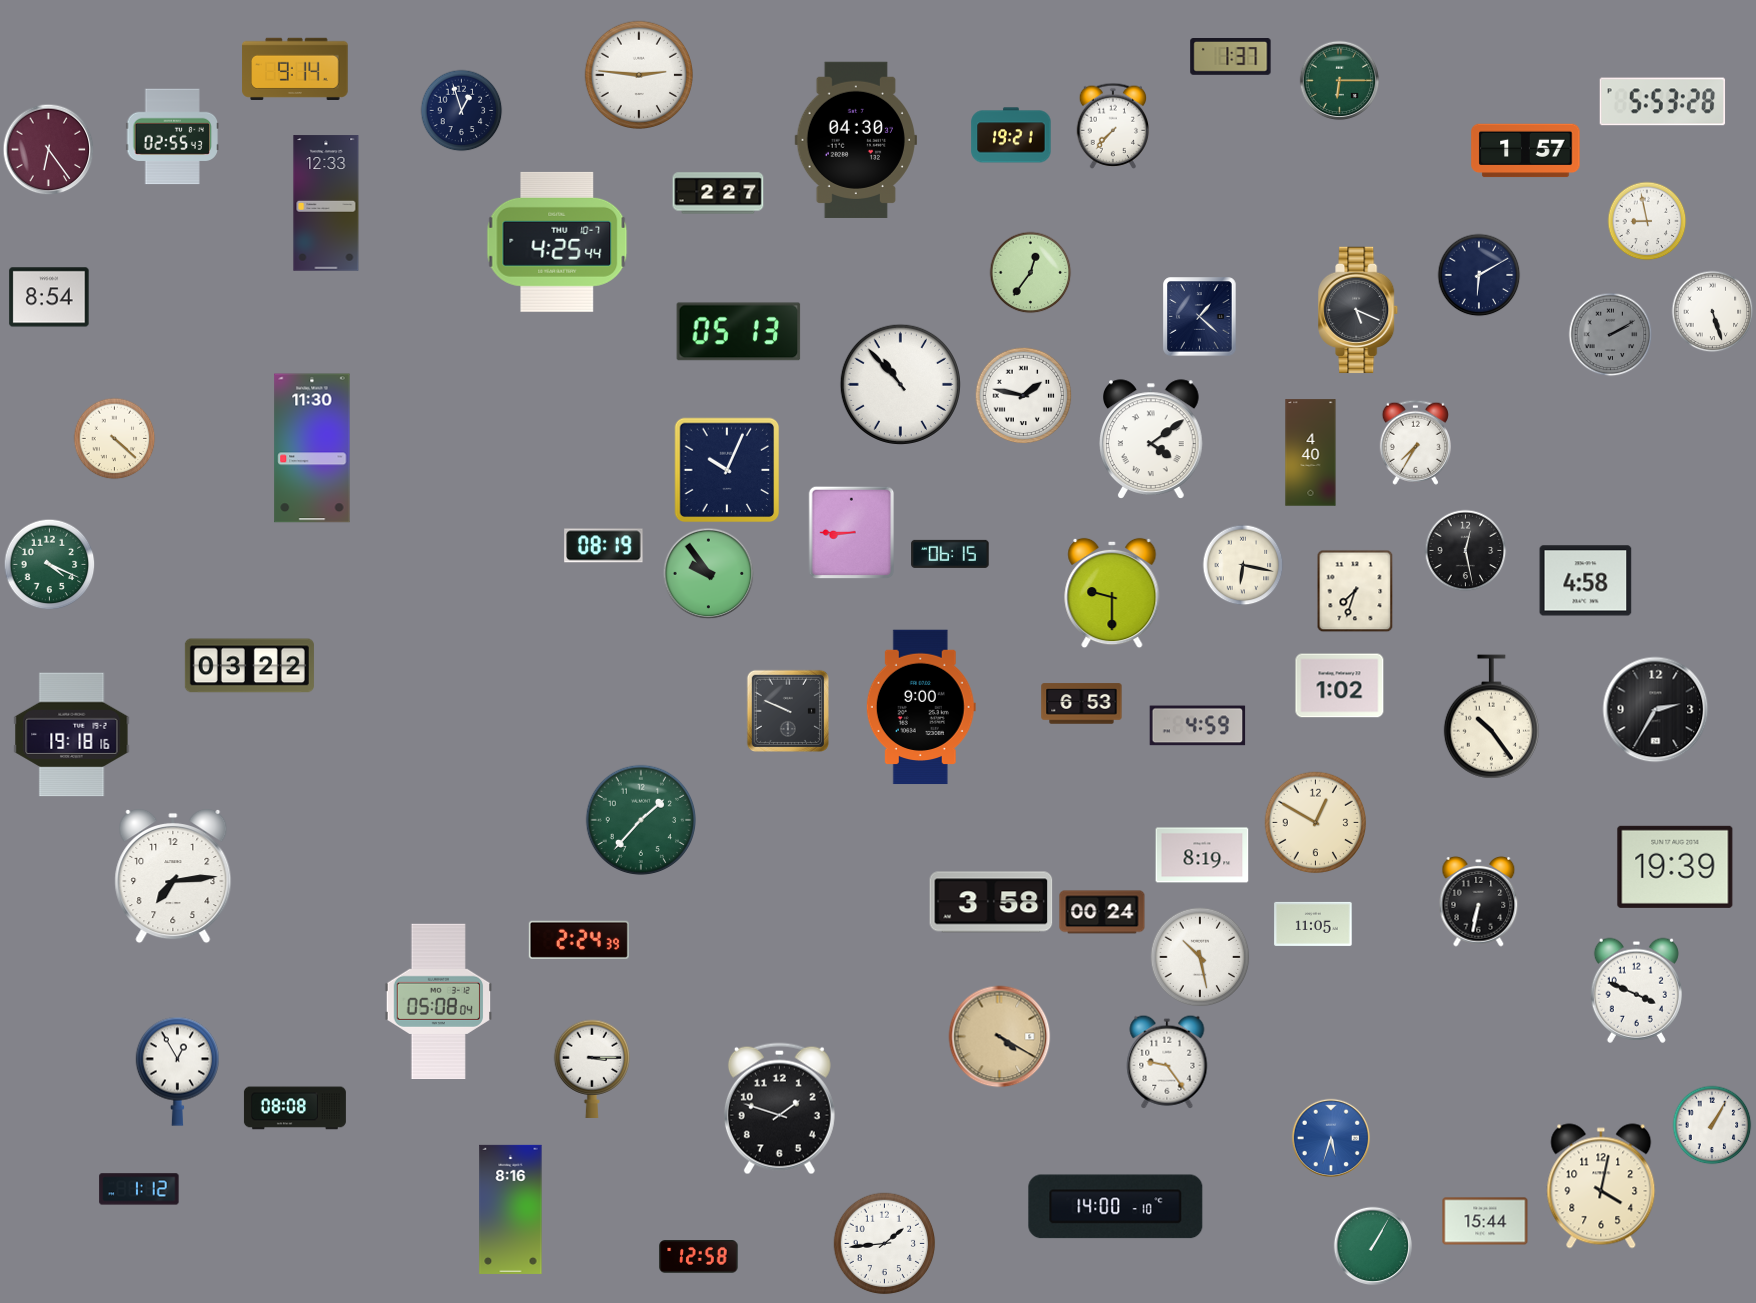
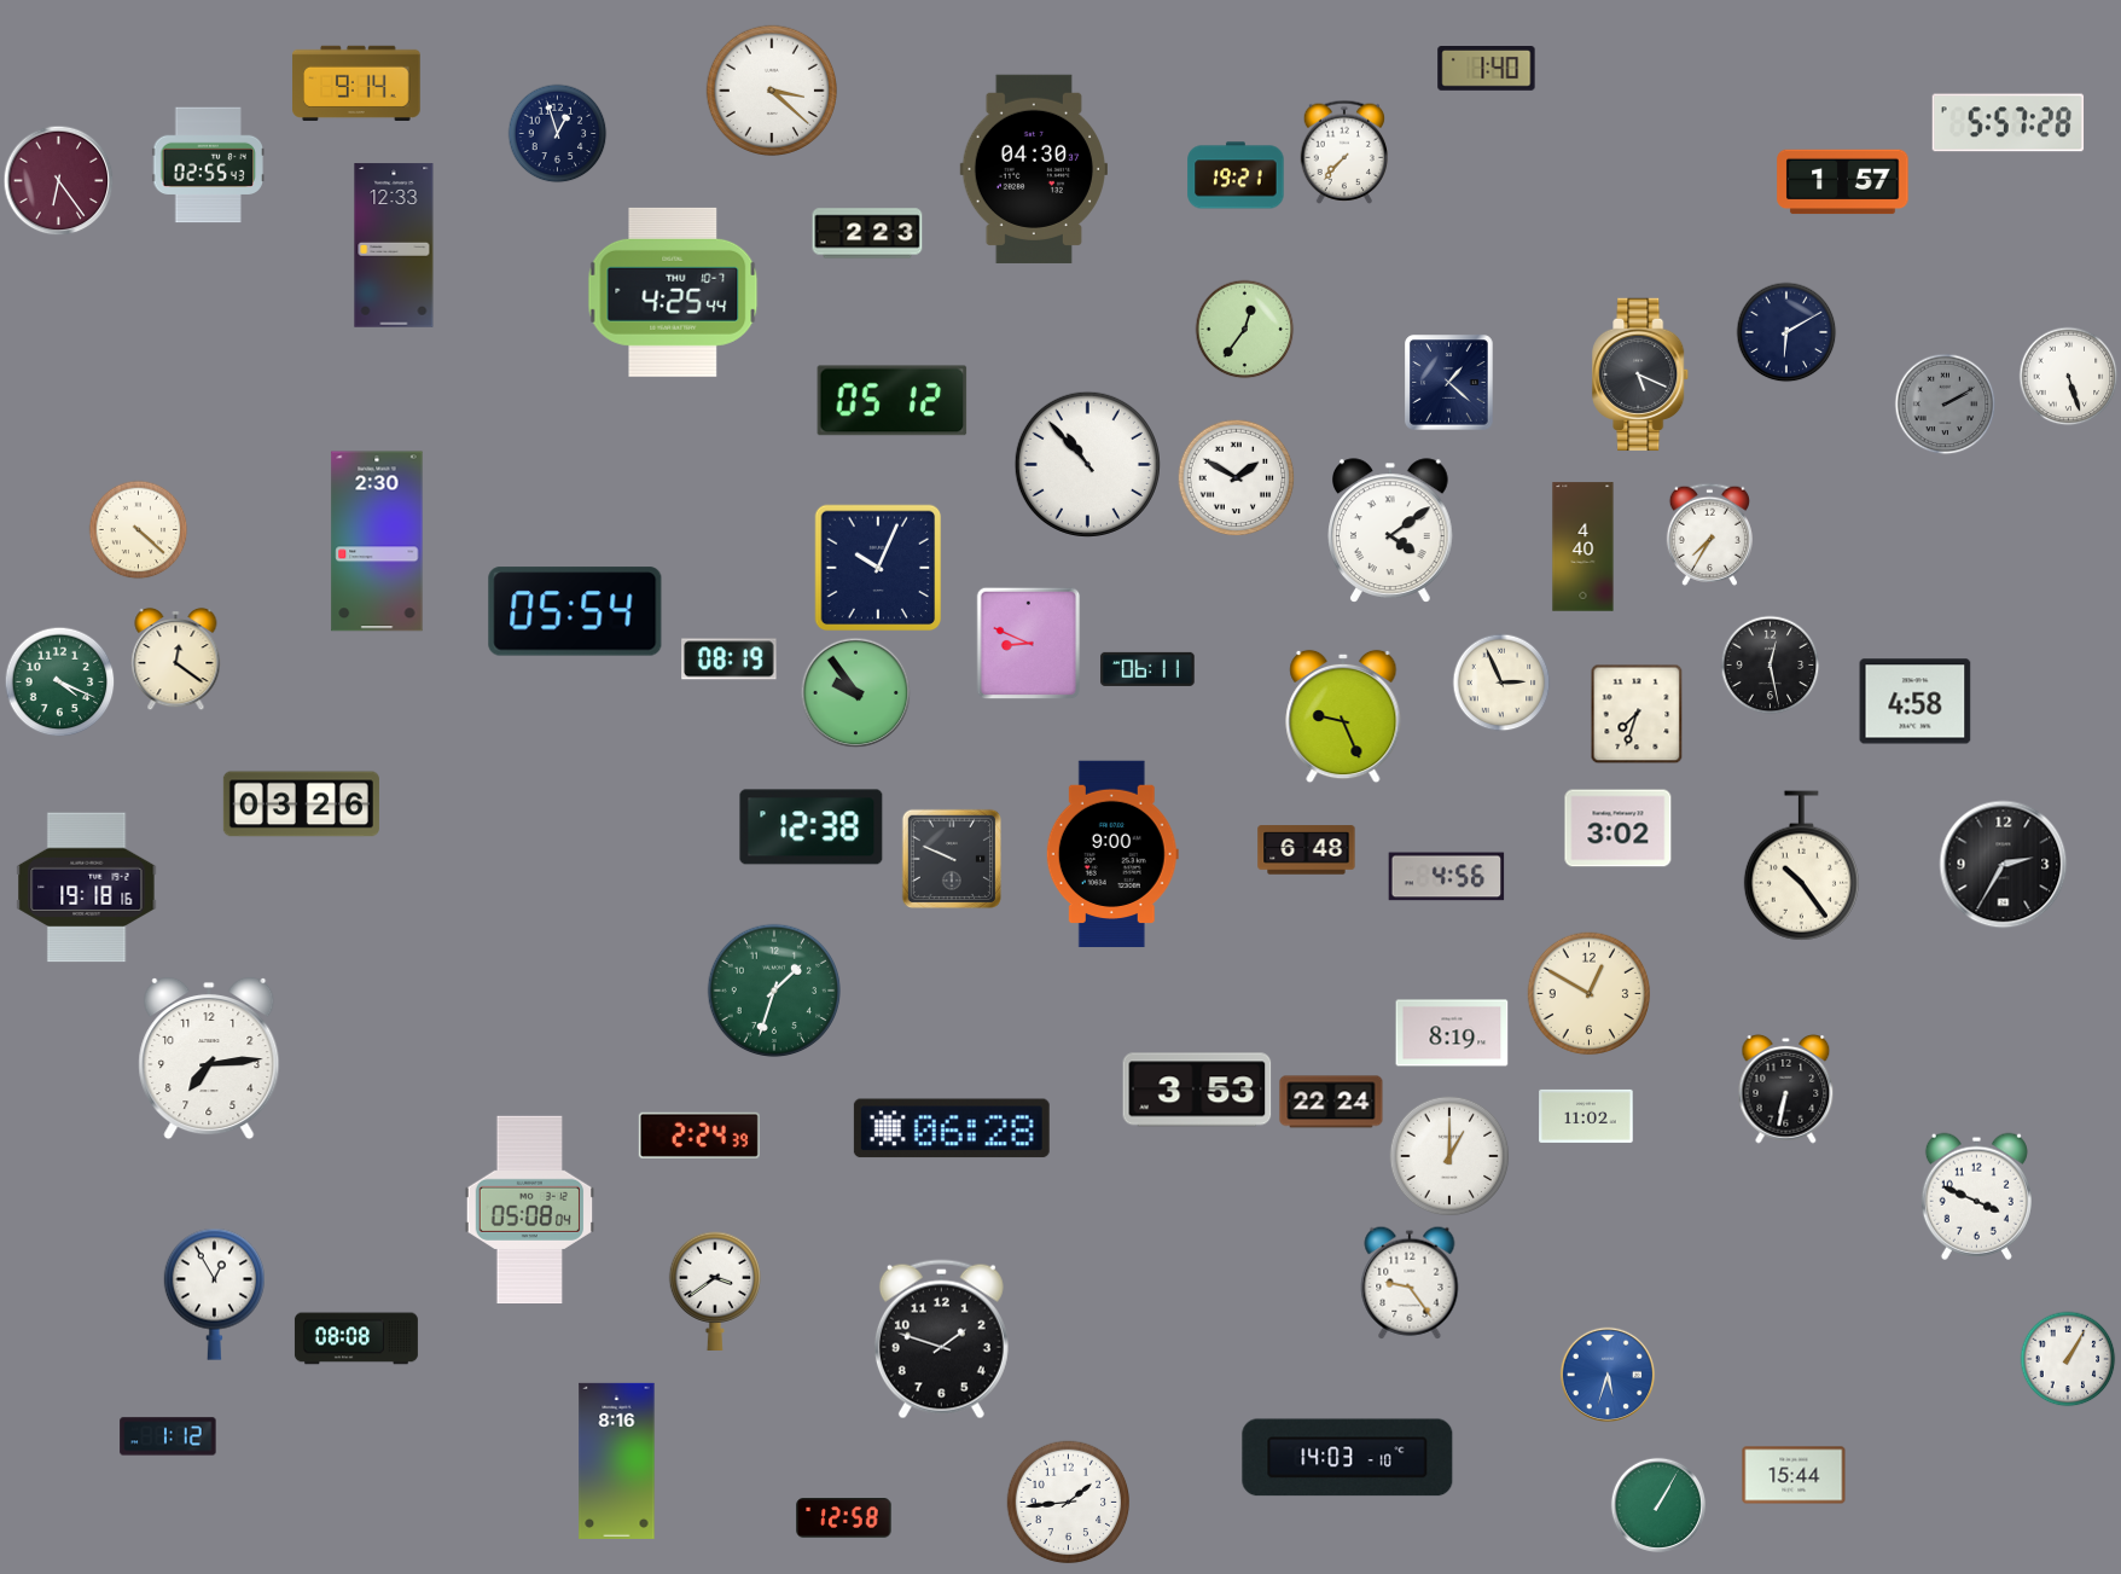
clock at (1231, 57): 1:37 -> 1:40
clock at (639, 75): 2:46 -> 3:22
clock at (1340, 81): 6:15 -> none
clock at (1663, 102): 5:53 -> 5:57
clock at (1011, 135) position: (1011, 135) -> (1236, 175)
clock at (718, 193): 2:27 -> 2:23
clock at (1647, 221): 8:58 -> none
clock at (49, 297): 8:54 -> none
clock at (739, 332): 05:13 -> 05:12
clock at (1024, 396): 1:47 -> 1:50
clock at (312, 448): 11:30 -> 2:30
clock at (575, 611): none -> 05:54
clock at (852, 533): 8:45 -> 8:49
clock at (176, 660): none -> 12:21
clock at (950, 554): 06:15 -> 06:11
clock at (1243, 565): 6:17 -> 2:56
clock at (1112, 593): 9:30 -> 9:26
clock at (249, 666): 03:22 -> 03:26
clock at (812, 827): none -> 12:38
clock at (1340, 686): 1:02 -> 3:02
clock at (1082, 704): 6:53 -> 6:48
clock at (1656, 710) position: (1656, 710) -> (2004, 865)
clock at (1198, 726): 4:59 -> 4:56
clock at (640, 819): 1:37 -> 1:33
clock at (1675, 867): 19:39 -> none
clock at (991, 902): 3:58 -> 3:53
clock at (1102, 912): 00:24 -> 22:24
clock at (1313, 924): 11:05 -> 11:02
clock at (952, 1128): none -> 06:28
clock at (1200, 957): 10:28 -> 1:00
clock at (1000, 1037): 4:20 -> none
clock at (592, 1068): 3:15 -> 3:39
clock at (1601, 1186): 4:02 -> none
clock at (1116, 1207): 14:00 -> 14:03
